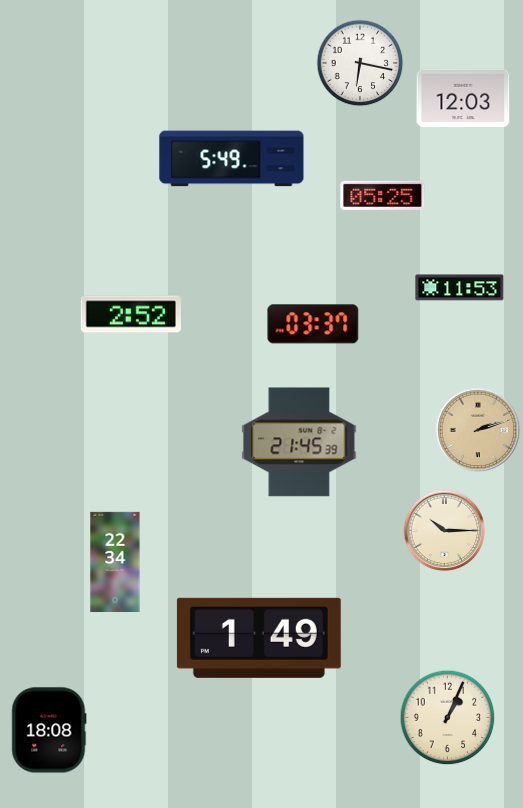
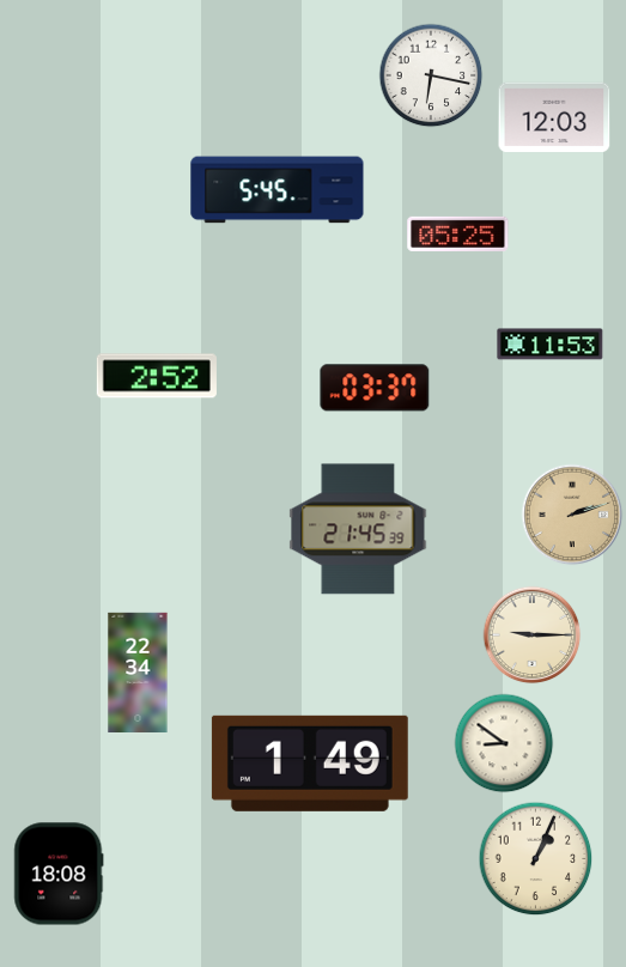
clock at (232, 159): 5:49 -> 5:45
clock at (445, 531): 10:15 -> 9:15
clock at (504, 743): none -> 8:51
